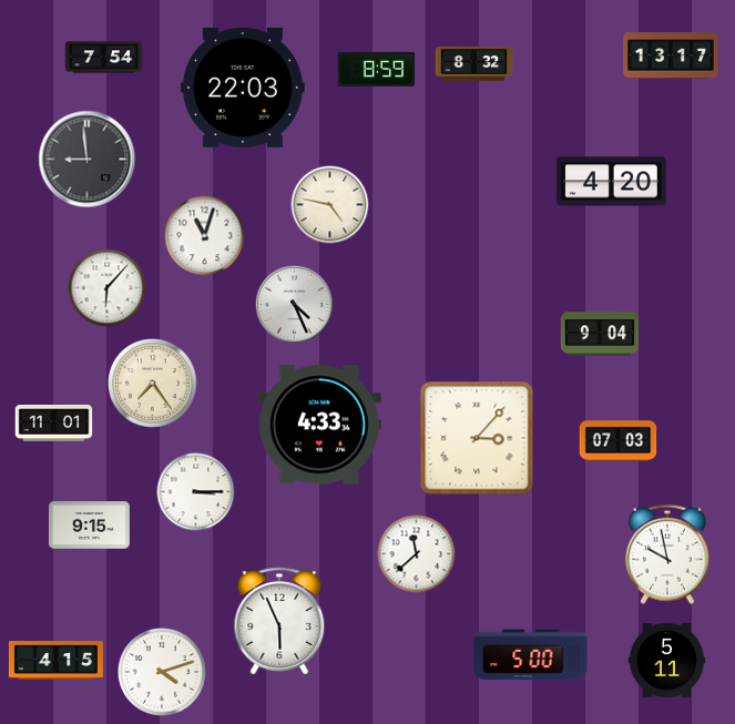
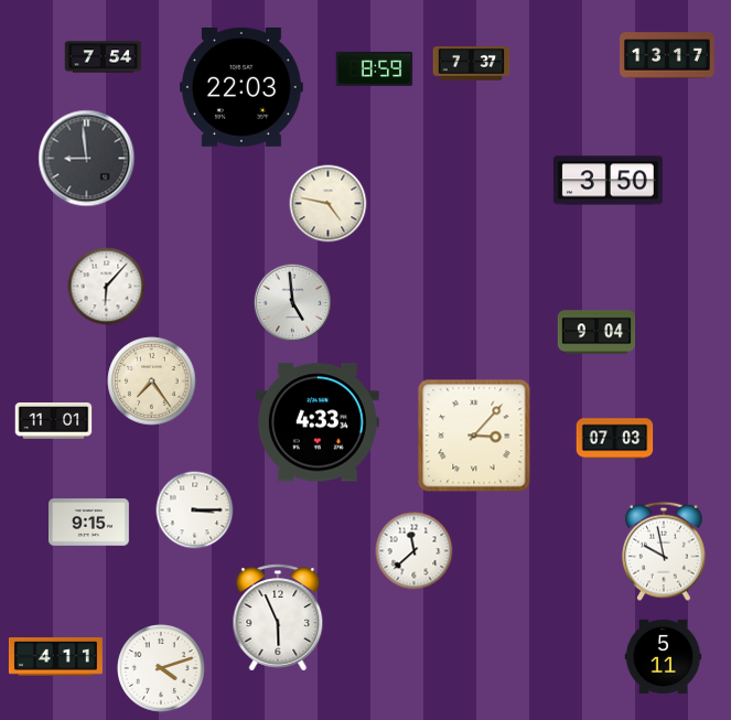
clock at (474, 64): 8:32 -> 7:37
clock at (611, 182): 4:20 -> 3:50
clock at (205, 236): 11:03 -> none
clock at (295, 305): 4:26 -> 4:59
clock at (196, 492) position: (196, 492) -> (195, 511)
clock at (531, 655): 5:00 -> none
clock at (55, 661): 4:15 -> 4:11
